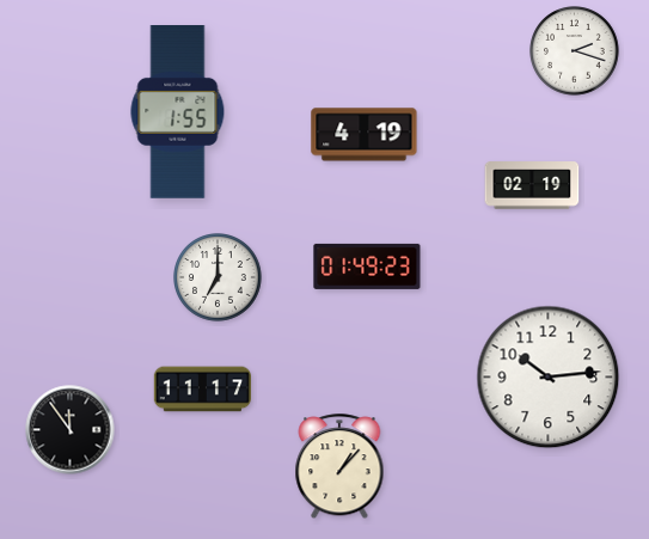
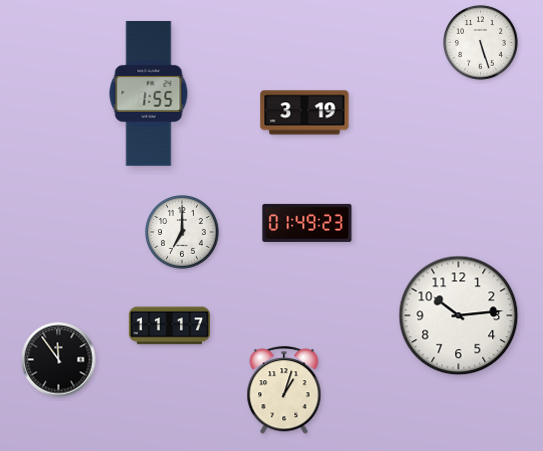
clock at (575, 51): 2:18 -> 5:27
clock at (365, 135): 4:19 -> 3:19
clock at (532, 185): 02:19 -> none
clock at (339, 467): 1:07 -> 1:03
